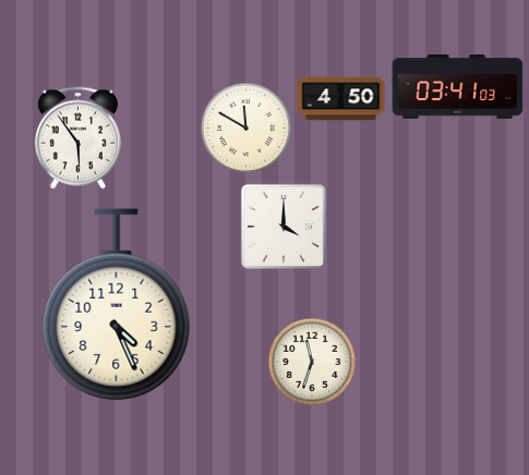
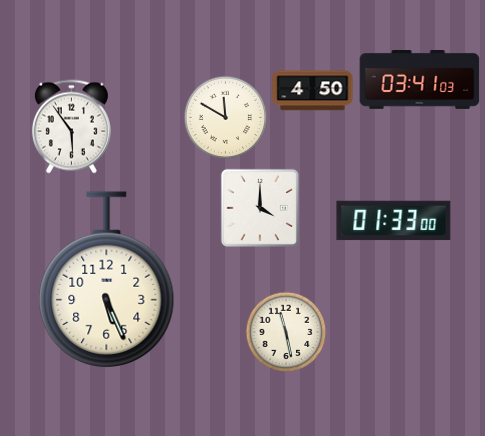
clock at (394, 221): none -> 01:33
clock at (117, 304): 4:26 -> 5:26
clock at (312, 362): 11:33 -> 11:28
